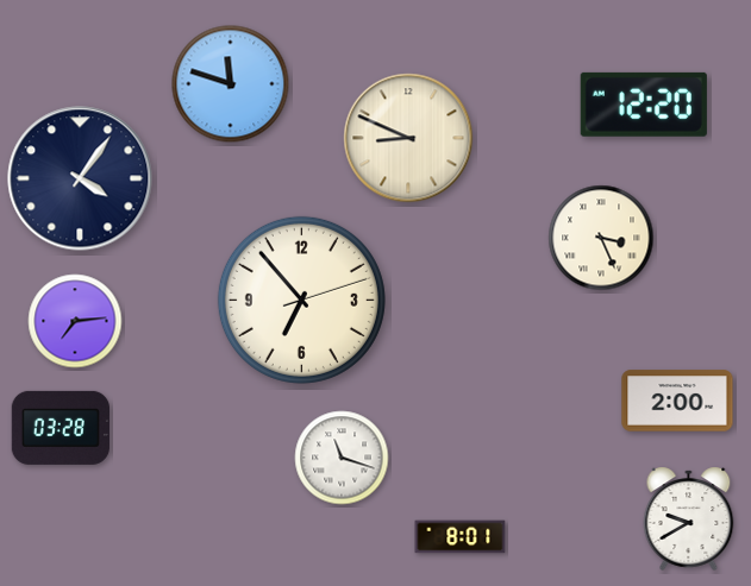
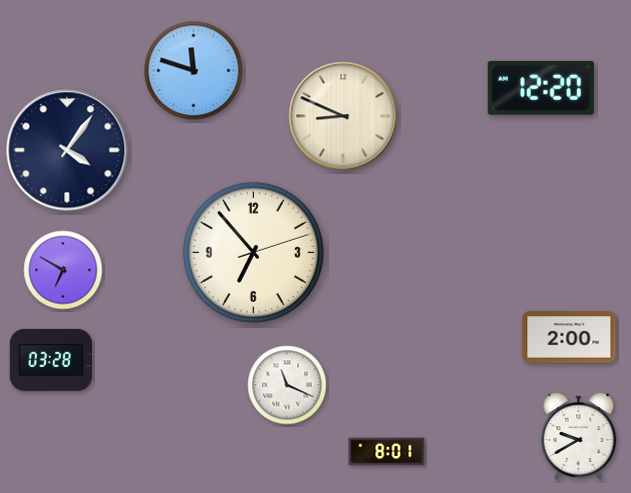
clock at (601, 238): 3:26 -> none
clock at (75, 321): 7:14 -> 6:50
clock at (342, 458): 11:18 -> 11:19
